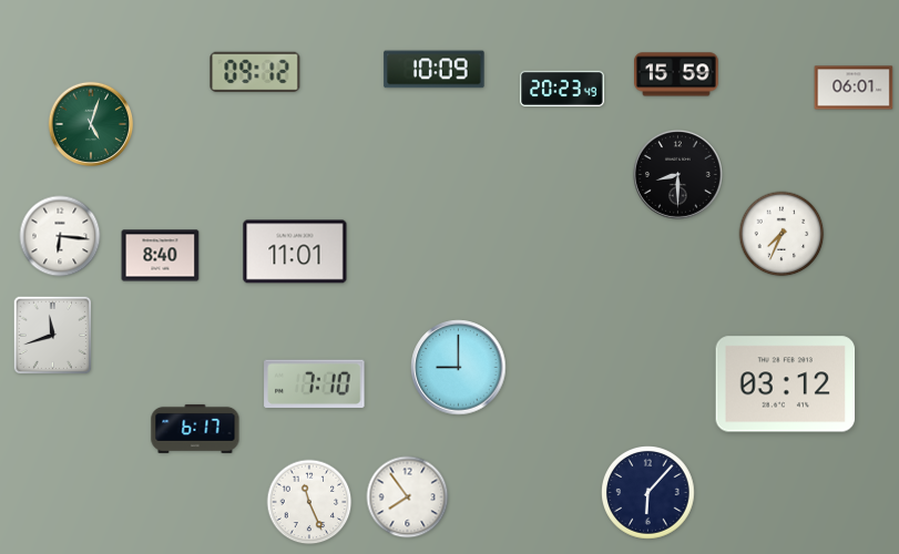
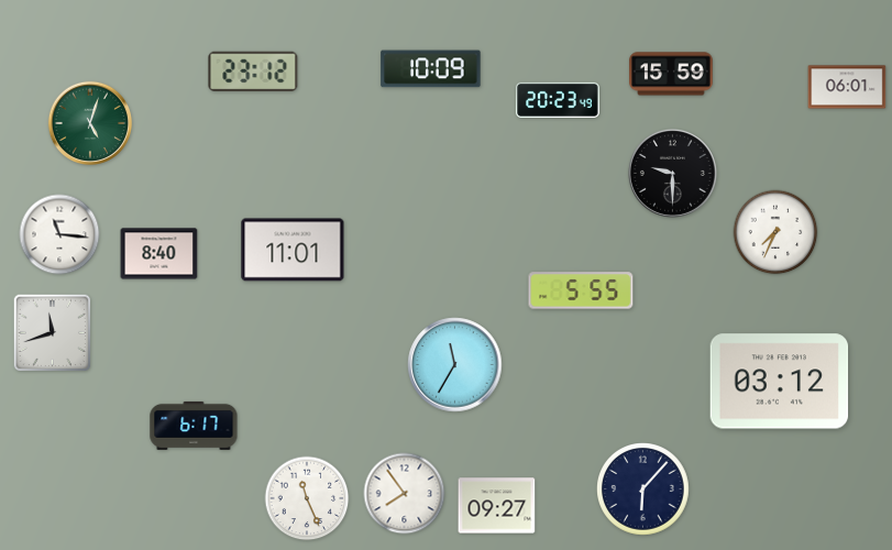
clock at (255, 72): 09:12 -> 23:12
clock at (562, 89) position: (562, 89) -> (558, 100)
clock at (677, 174): 8:30 -> 9:30
clock at (60, 236): 6:16 -> 11:16
clock at (581, 290): none -> 5:55
clock at (459, 368): 9:00 -> 11:35
clock at (315, 384): 7:10 -> none
clock at (497, 506): none -> 09:27
